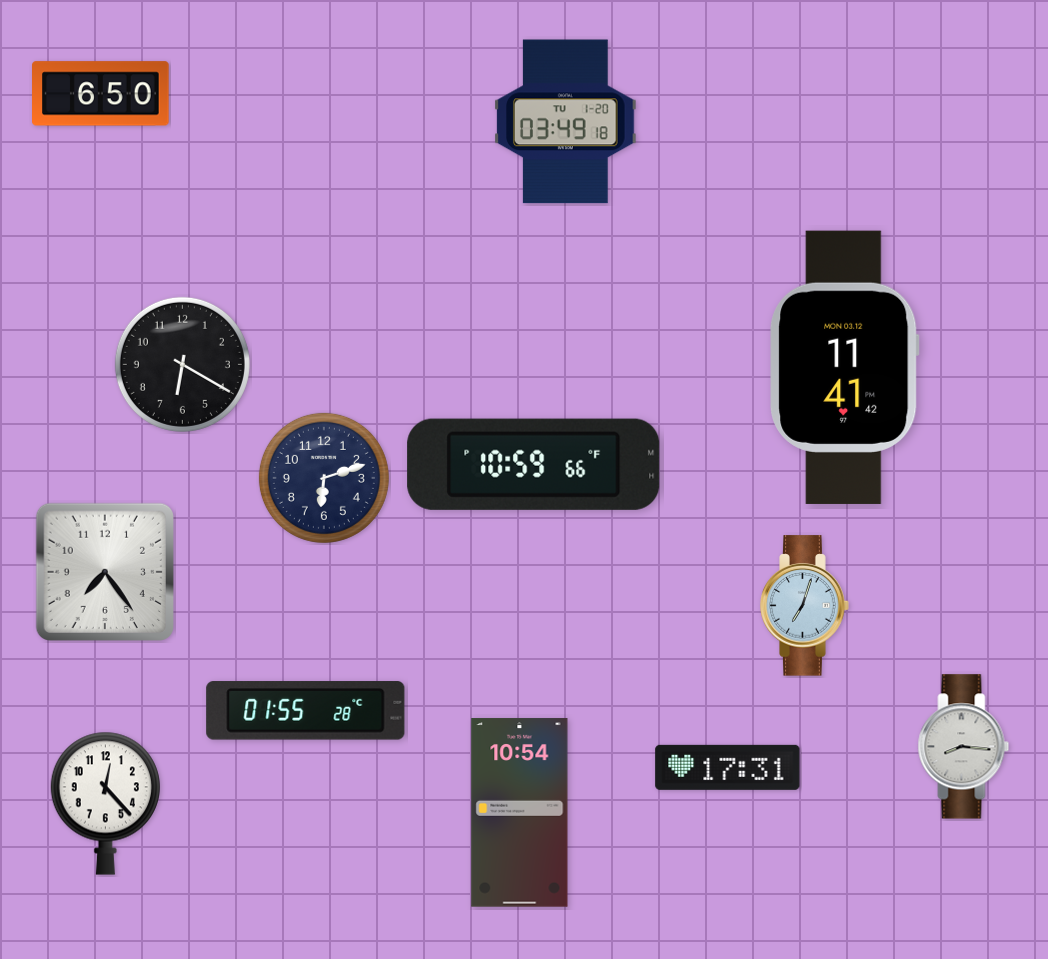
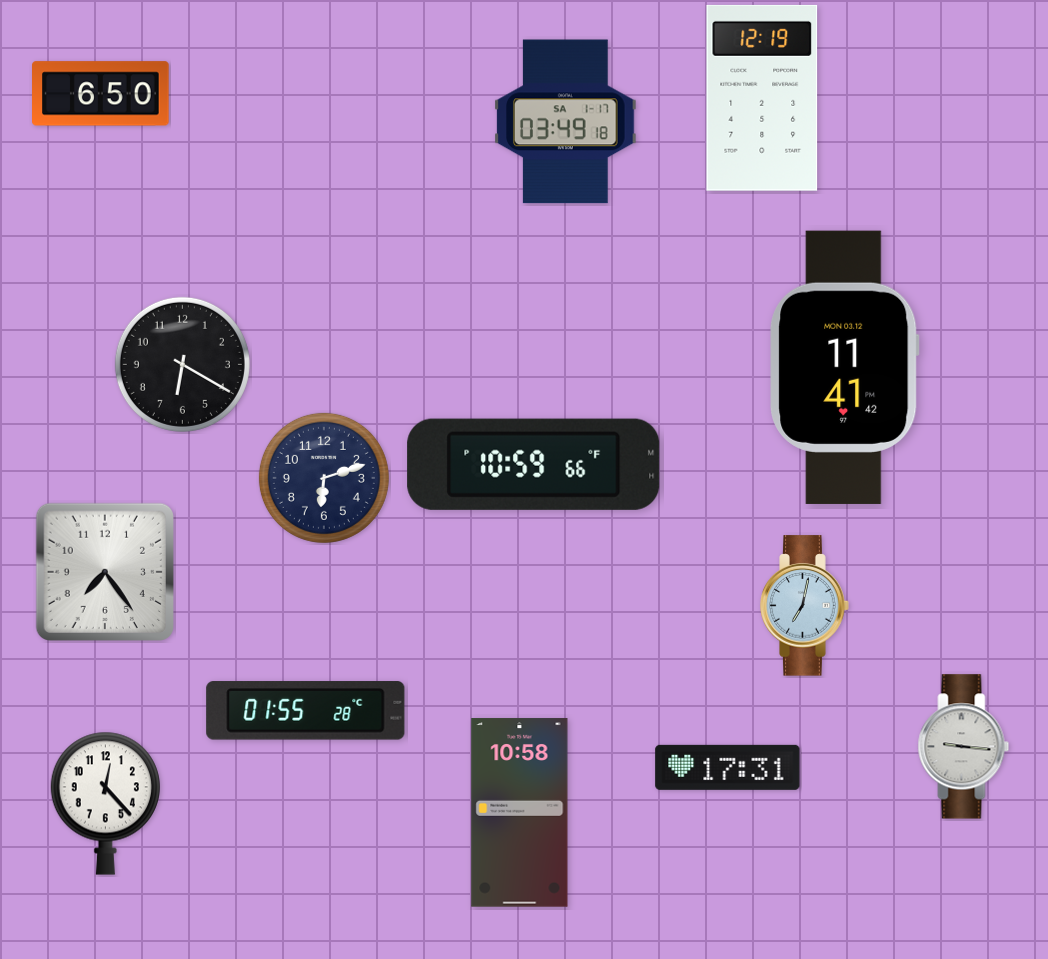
clock at (762, 98): none -> 12:19
clock at (566, 122) date: TU 1-20 -> SA 1-17
clock at (805, 606): 7:03 -> 7:02
clock at (964, 747): 8:16 -> 9:16
clock at (520, 813): 10:54 -> 10:58
